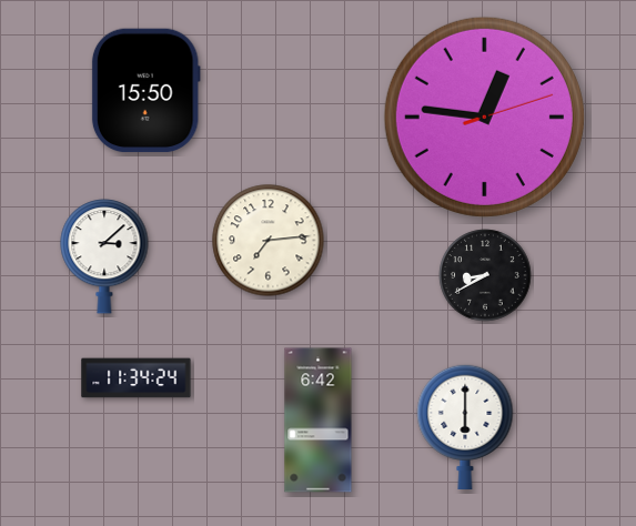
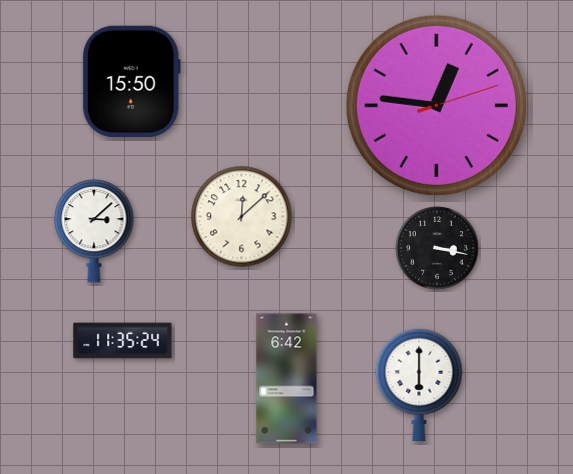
clock at (269, 241): 7:14 -> 12:08
clock at (485, 275): 8:40 -> 3:17
clock at (137, 378): 11:34 -> 11:35
